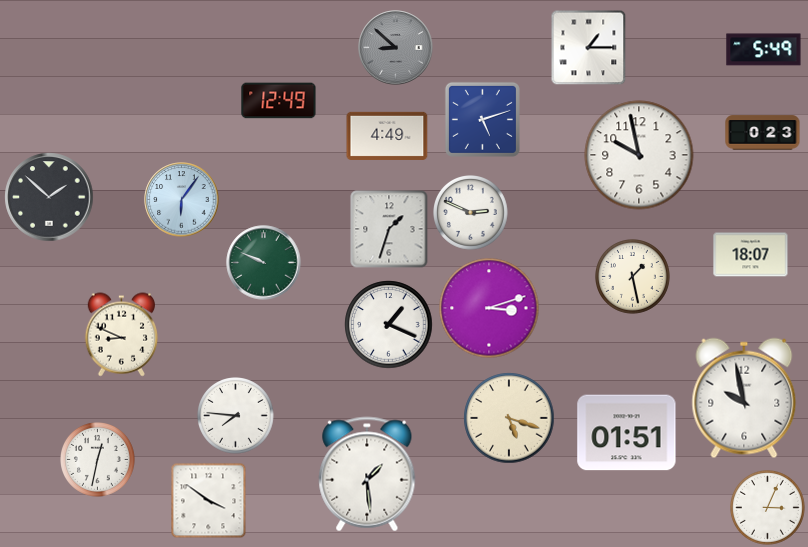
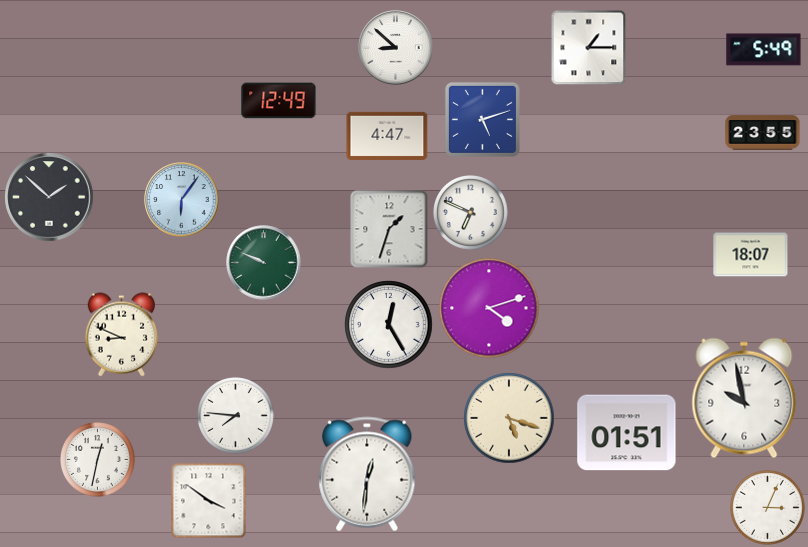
clock at (396, 48) dial: grey -> white
clock at (763, 133): 0:23 -> 23:55
clock at (387, 136): 4:49 -> 4:47
clock at (639, 155): 9:58 -> none
clock at (471, 213): 2:49 -> 6:49
clock at (633, 277): 1:28 -> none
clock at (489, 308): 3:12 -> 4:12
clock at (389, 325): 1:19 -> 12:25
clock at (367, 474): 1:29 -> 12:31
